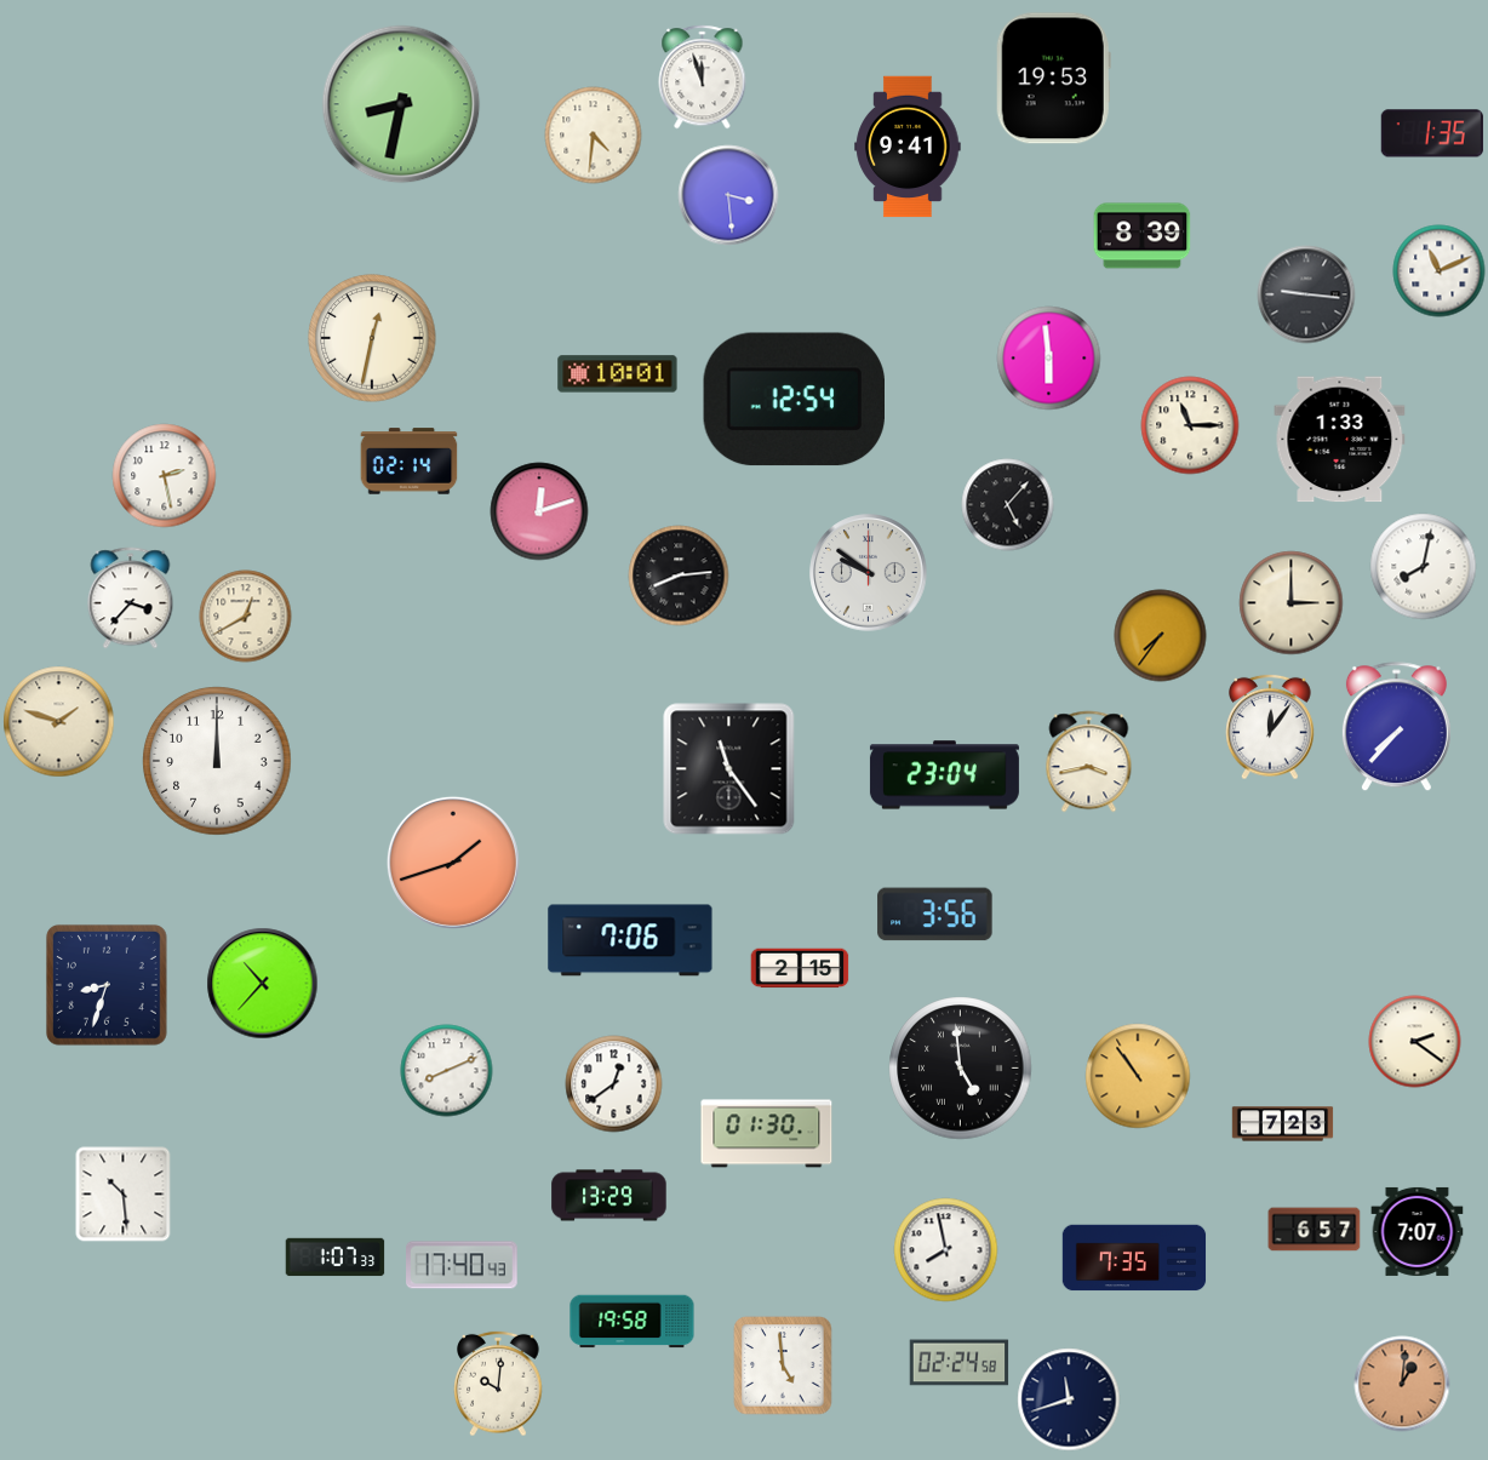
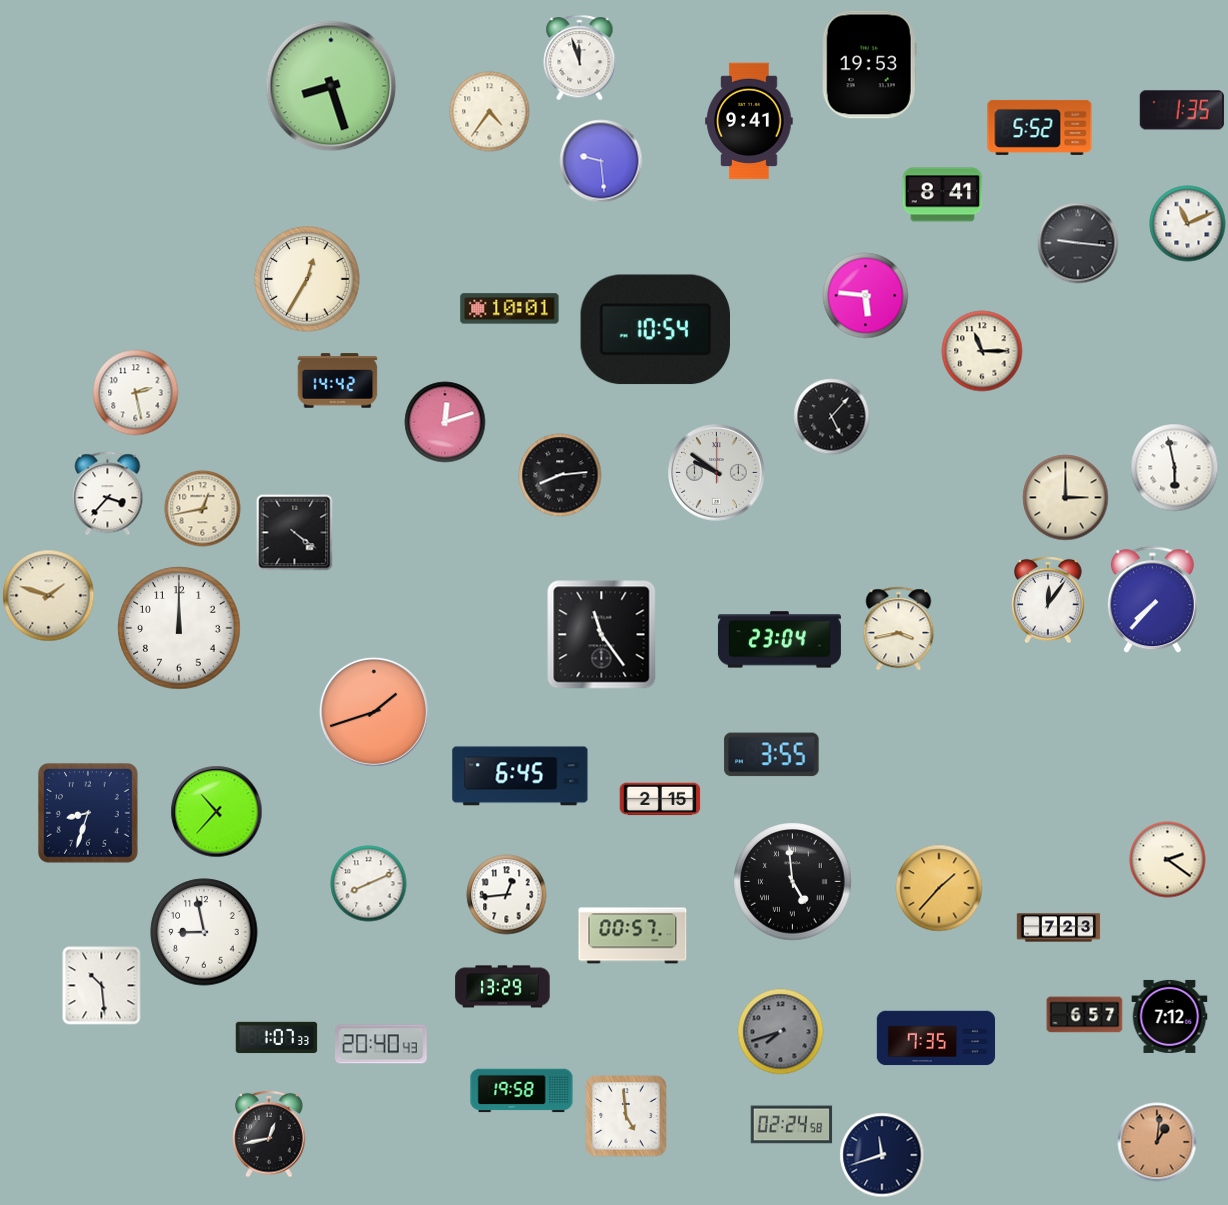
clock at (703, 78) position: (703, 78) -> (580, 58)
clock at (401, 104): 8:32 -> 8:27
clock at (594, 136): 4:31 -> 4:36
clock at (1040, 127): none -> 5:52
clock at (728, 195): 3:29 -> 9:29
clock at (1143, 236): 8:39 -> 8:41
clock at (372, 338): 12:32 -> 12:35
clock at (1049, 359): 5:59 -> 5:46
clock at (794, 400): 12:54 -> 10:54
clock at (1340, 440): 1:33 -> none
clock at (410, 462): 02:14 -> 14:42
clock at (1424, 567): 8:02 -> 5:58
clock at (246, 617): 12:40 -> 12:43
clock at (1161, 636): 7:36 -> none
clock at (295, 533): none -> 4:21
clock at (935, 915): 3:56 -> 3:55
clock at (630, 940): 7:06 -> 6:45
clock at (1138, 1076): 10:54 -> 1:37
clock at (614, 1084): 12:39 -> 12:44
clock at (204, 932): none -> 8:58
clock at (767, 1134): 01:30 -> 00:57
clock at (1418, 1231): 7:07 -> 7:12
clock at (946, 1250): 7:58 -> 7:42
clock at (946, 1250) dial: white -> grey
clock at (463, 1265): 17:40 -> 20:40
clock at (783, 1365) position: (783, 1365) -> (626, 1116)
clock at (269, 1134): none -> 12:43
clock at (498, 1384): 10:01 -> none
